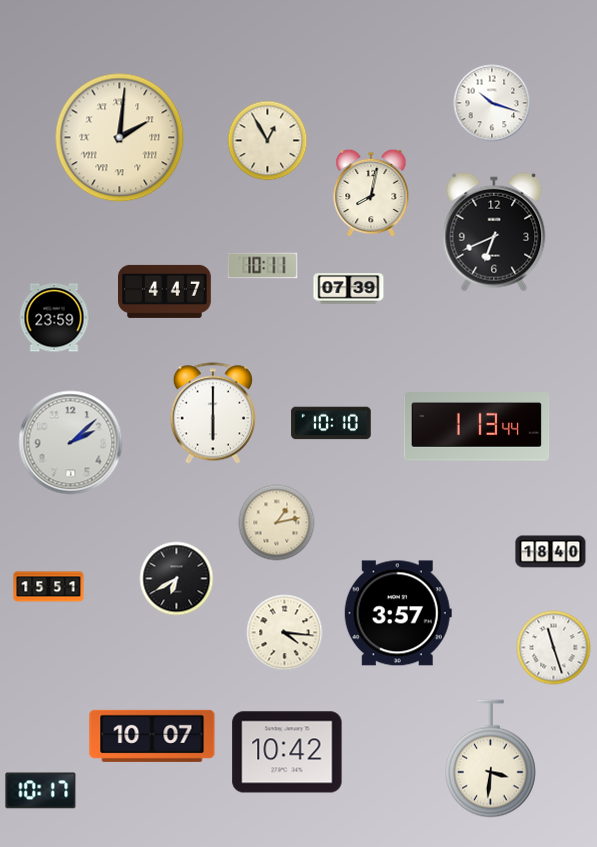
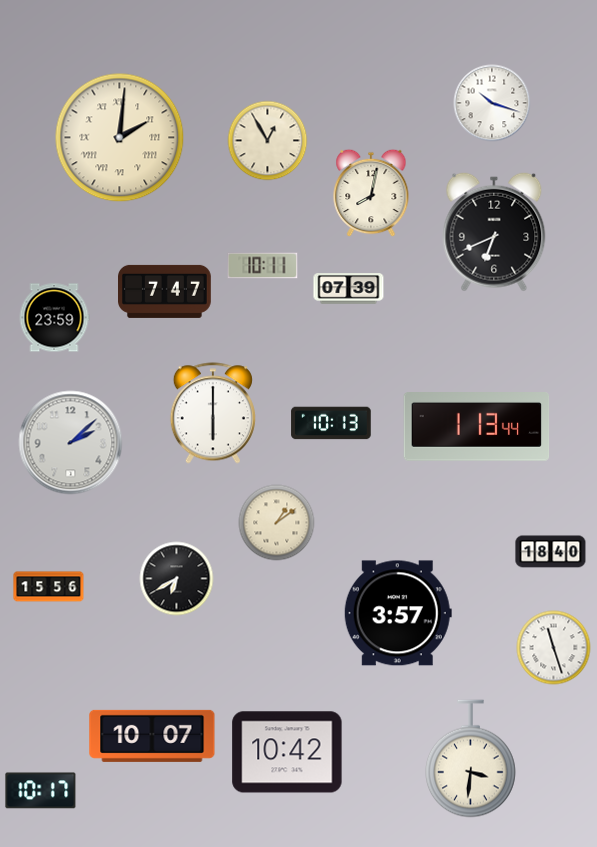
clock at (165, 291): 4:47 -> 7:47
clock at (331, 423): 10:10 -> 10:13
clock at (277, 523): 1:13 -> 1:09
clock at (49, 587): 15:51 -> 15:56
clock at (285, 633): 4:16 -> none
clock at (491, 759) position: (491, 759) -> (471, 759)
